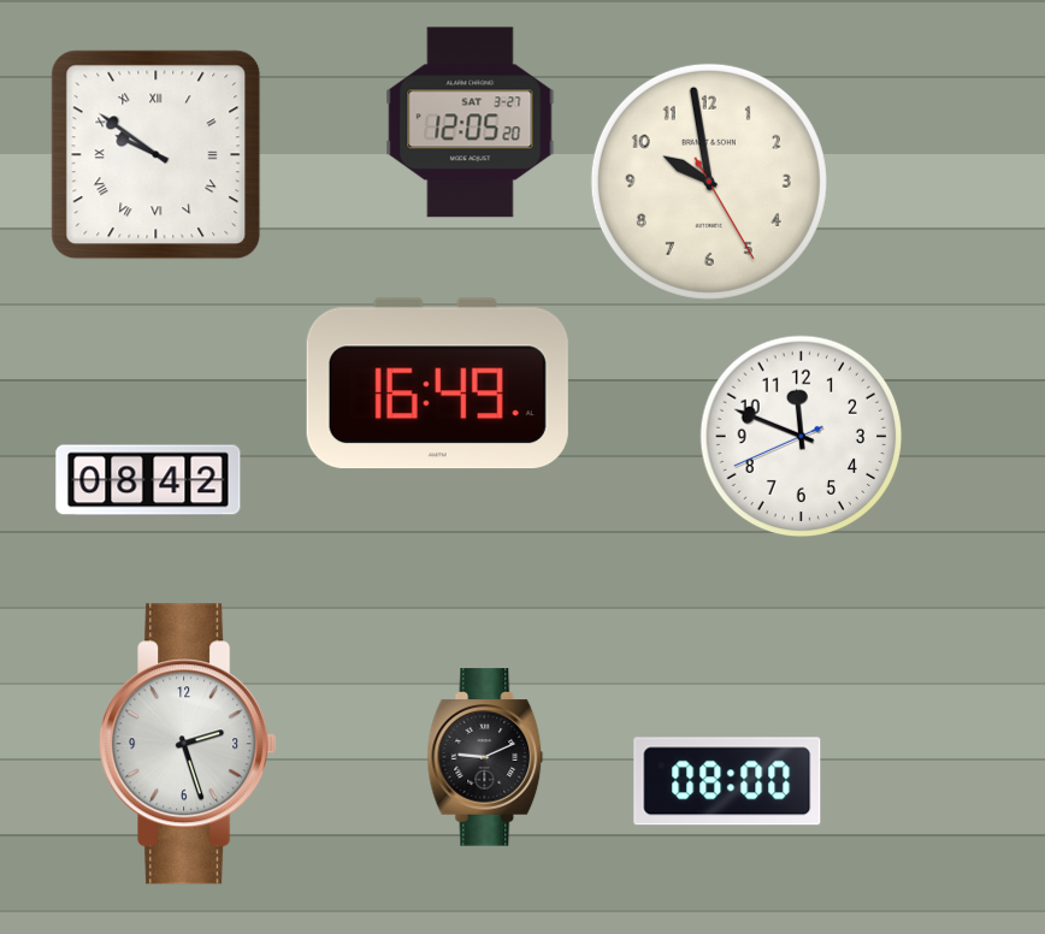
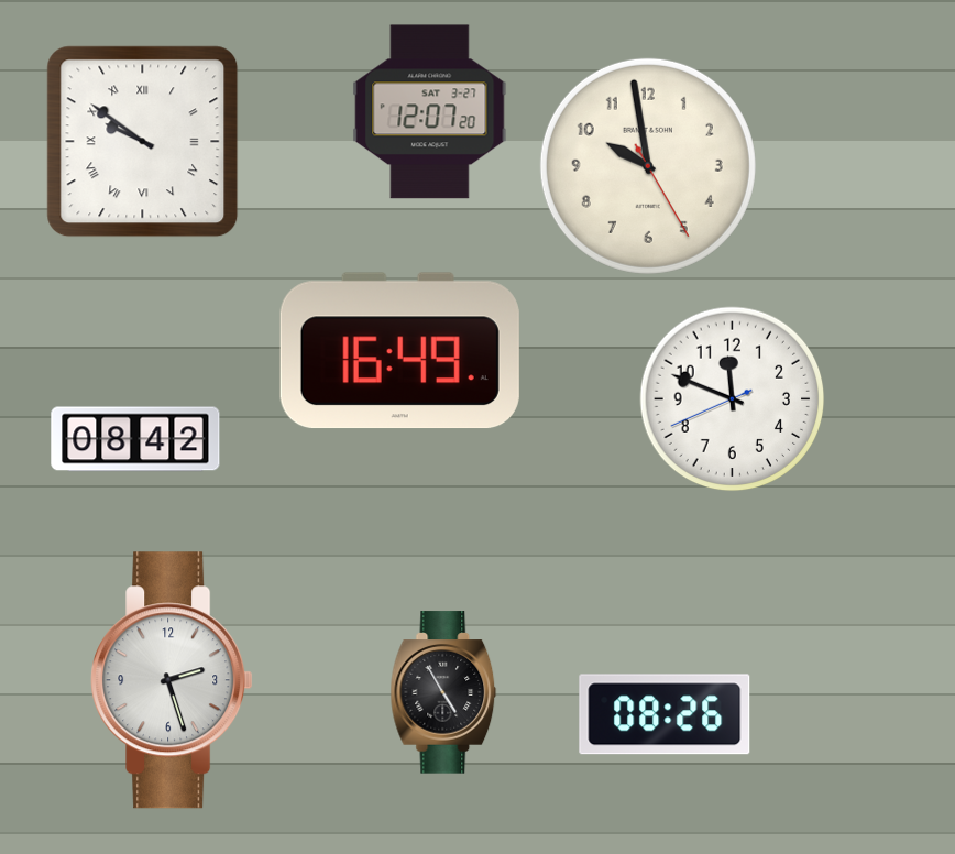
clock at (471, 123): 12:05 -> 12:07
clock at (485, 757): 9:11 -> 4:55
clock at (727, 781): 08:00 -> 08:26
